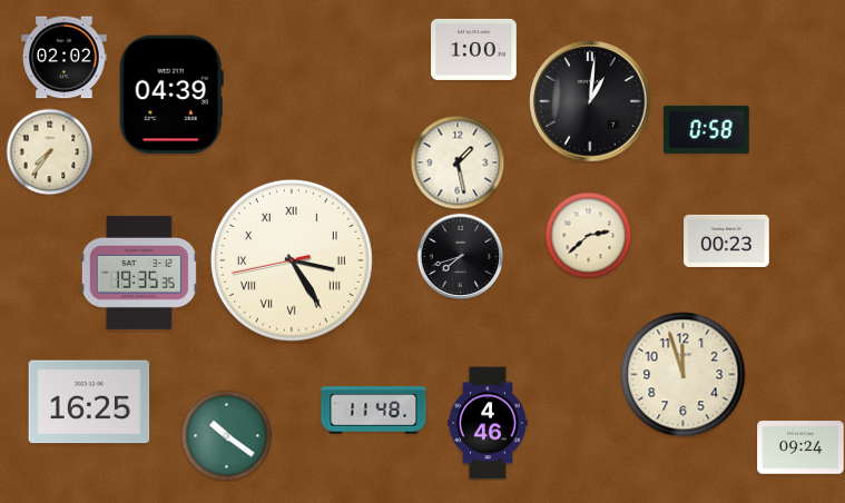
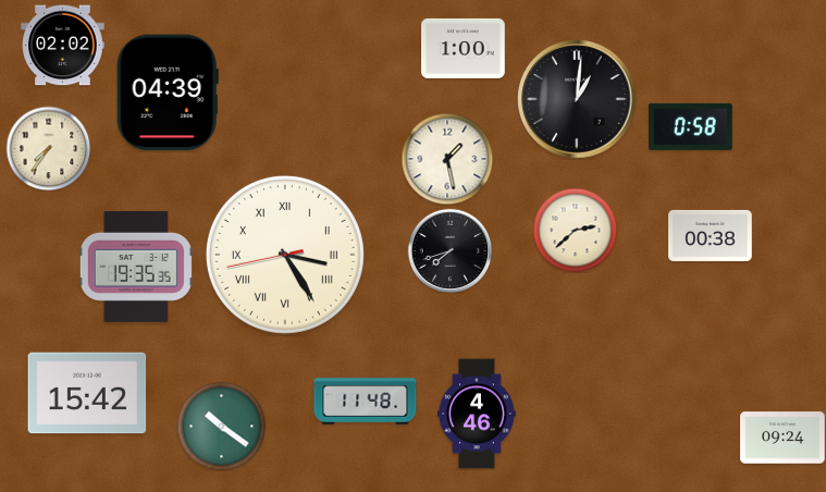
clock at (65, 58) position: (65, 58) -> (63, 46)
clock at (727, 240): 00:23 -> 00:38
clock at (684, 375): 11:57 -> none
clock at (89, 402): 16:25 -> 15:42
